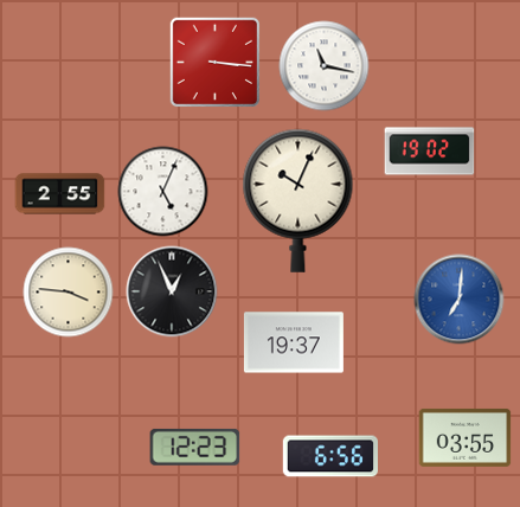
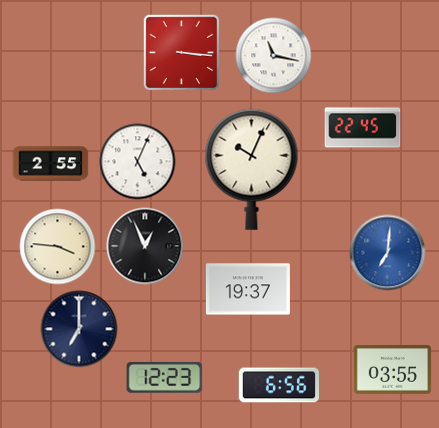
clock at (430, 152): 19:02 -> 22:45
clock at (79, 329): none -> 7:00
